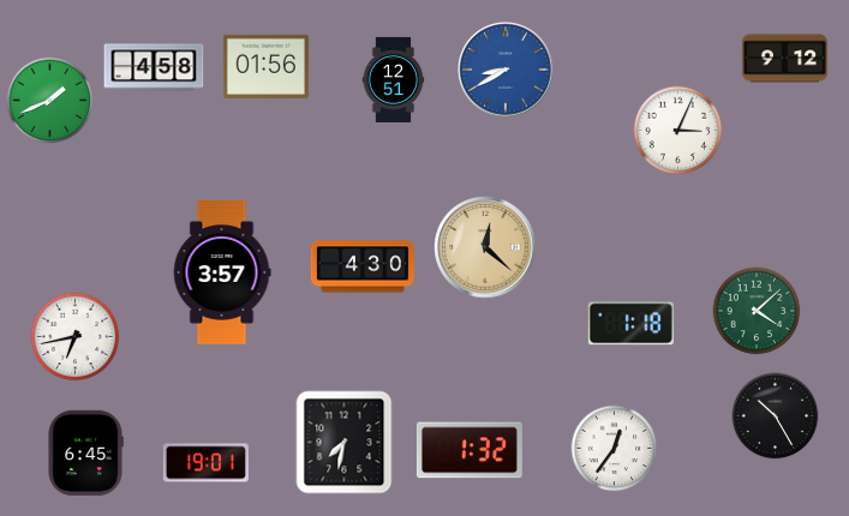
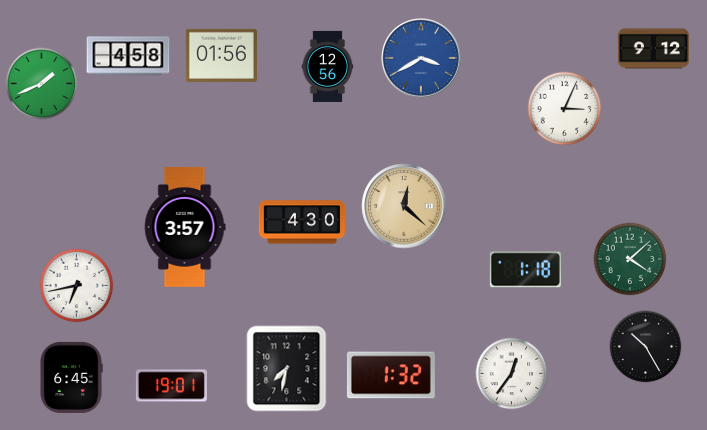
clock at (506, 70): 8:40 -> 3:40
clock at (394, 79): 12:51 -> 12:56
clock at (76, 337) position: (76, 337) -> (77, 286)
